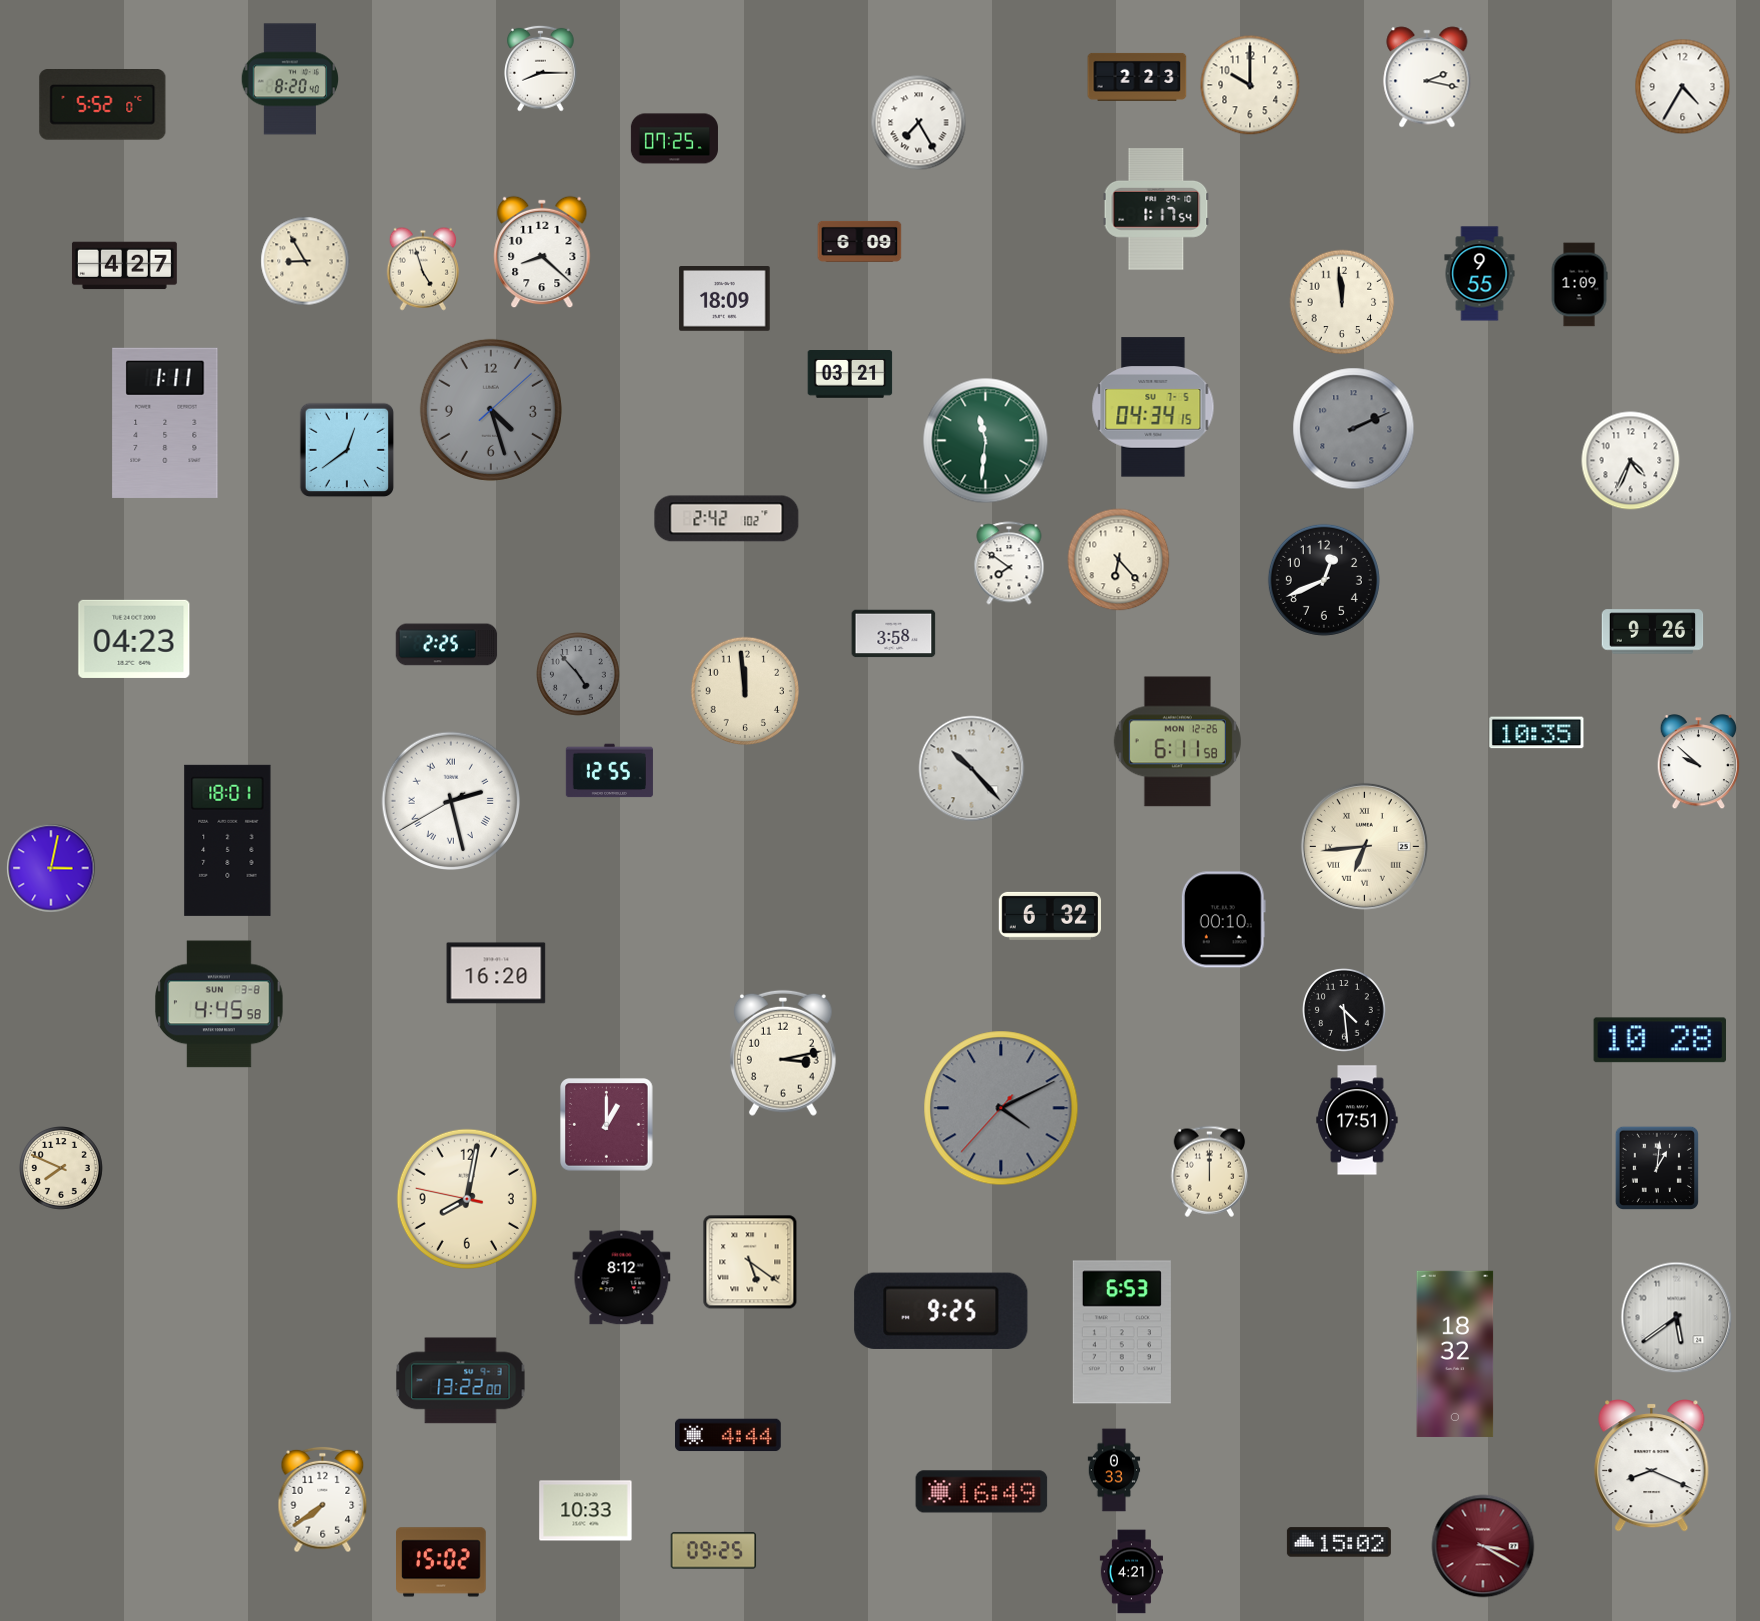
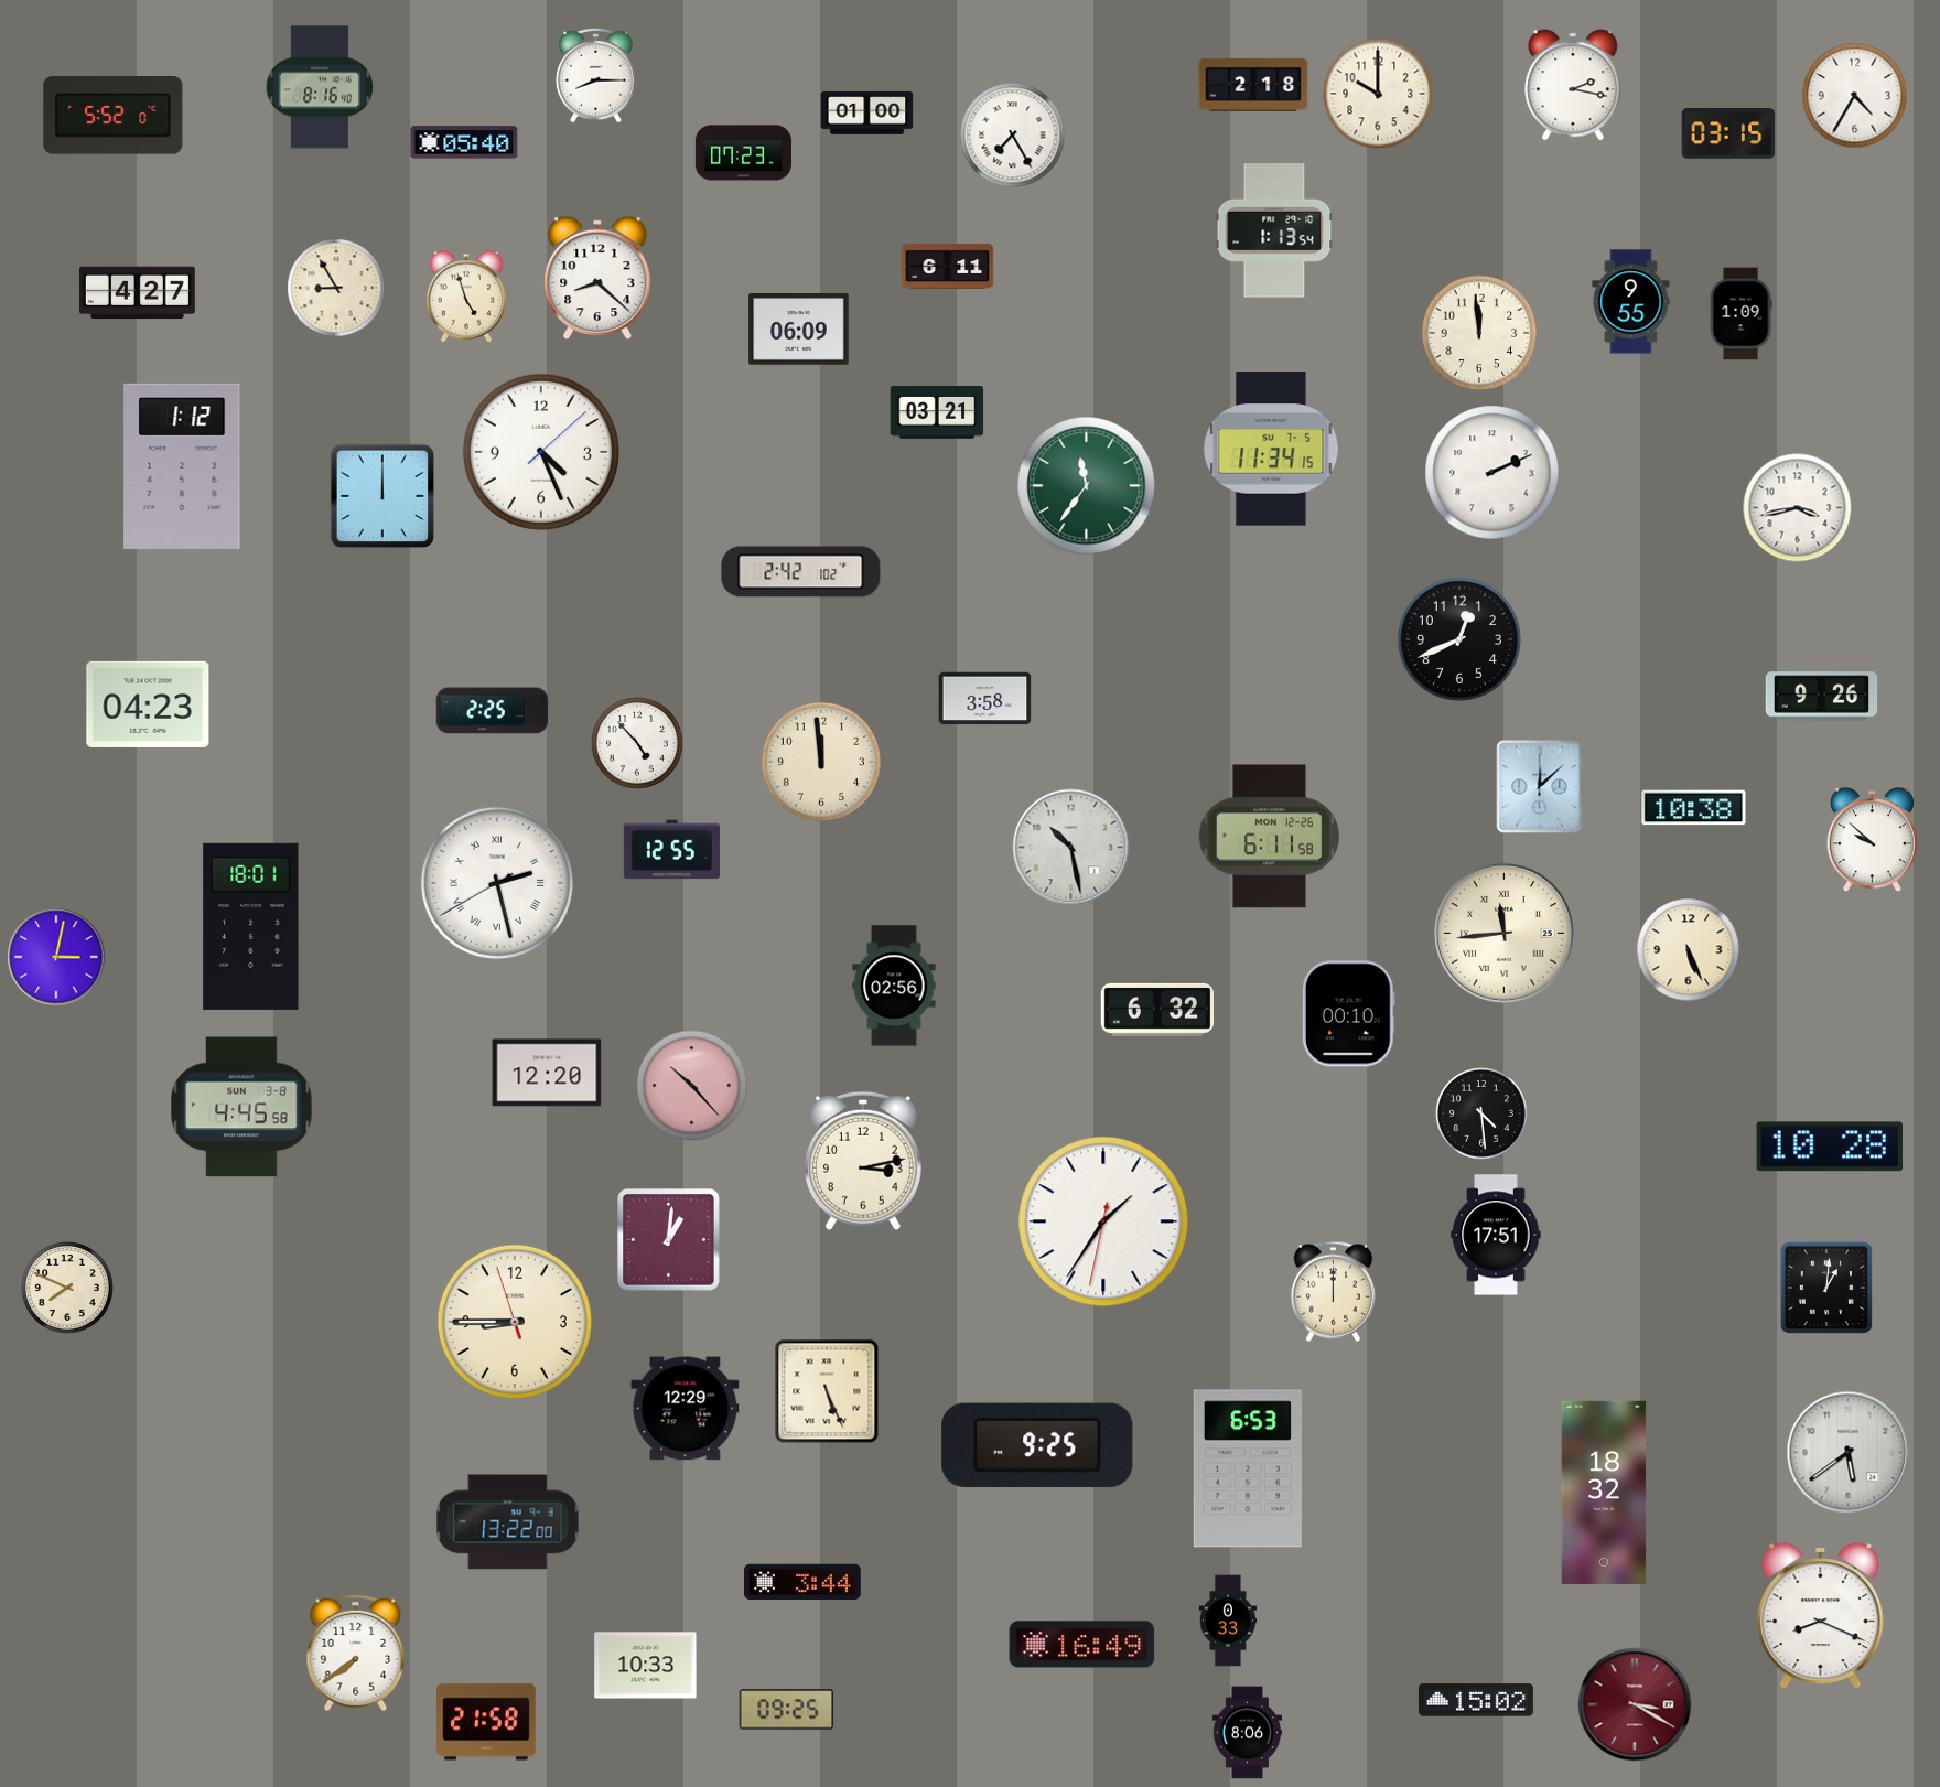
clock at (1137, 77): 2:23 -> 2:18
clock at (289, 79): 8:20 -> 8:16
clock at (867, 112): none -> 01:00
clock at (1728, 134): none -> 03:15
clock at (464, 142): none -> 05:40
clock at (674, 139): 07:25 -> 07:23
clock at (1156, 210): 1:17 -> 1:13
clock at (860, 241): 6:09 -> 6:11
clock at (725, 299): 18:09 -> 06:09
clock at (1153, 407): 04:34 -> 11:34
clock at (491, 410): 4:27 -> 4:26
clock at (491, 410) dial: grey -> white
clock at (165, 423): 1:11 -> 1:12
clock at (1354, 429) dial: grey -> white
clock at (986, 441): 11:31 -> 11:36
clock at (347, 450): 12:39 -> 12:00
clock at (1631, 461): 4:34 -> 3:43
clock at (1119, 560): 6:23 -> none
clock at (1009, 563): 7:51 -> none
clock at (579, 675) dial: grey -> white
clock at (1540, 787): none -> 12:08
clock at (1537, 733): 10:35 -> 10:38
clock at (1177, 742) position: (1177, 742) -> (1269, 837)
clock at (972, 769): 10:23 -> 10:28
clock at (1364, 846): 6:44 -> 11:44
clock at (1689, 950): none -> 5:26
clock at (894, 986): none -> 02:56
clock at (496, 973): 16:20 -> 12:20
clock at (692, 1086): none -> 10:23
clock at (1001, 1108): 4:10 -> 1:35
clock at (1001, 1108) dial: grey -> white
clock at (607, 1125): 1:00 -> 1:01
clock at (467, 1199): 8:01 -> 8:44
clock at (750, 1262): 5:21 -> 5:26
clock at (622, 1278): 8:12 -> 12:29
clock at (1122, 1332) position: (1122, 1332) -> (1248, 1468)
clock at (729, 1435): 4:44 -> 3:44
clock at (442, 1562): 15:02 -> 21:58
clock at (1131, 1572): 4:21 -> 8:06
